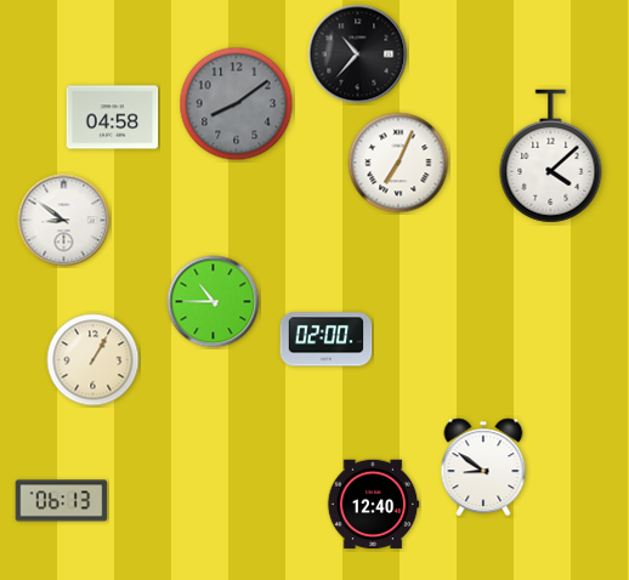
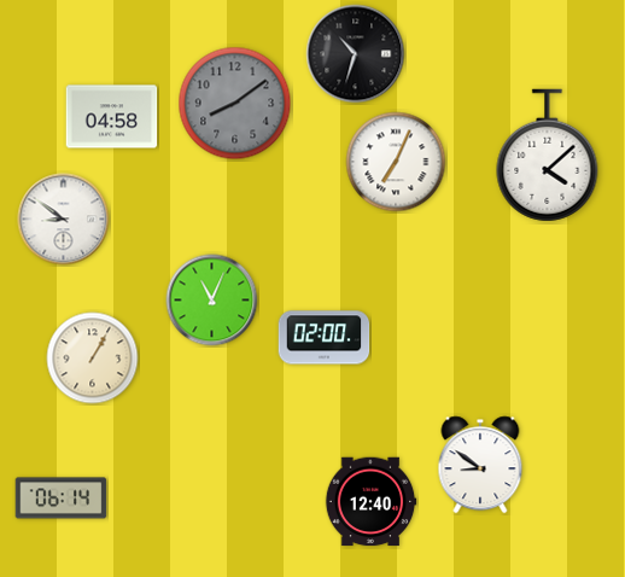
clock at (358, 55): 10:37 -> 10:33
clock at (214, 302): 10:45 -> 11:04
clock at (62, 501): 06:13 -> 06:14
